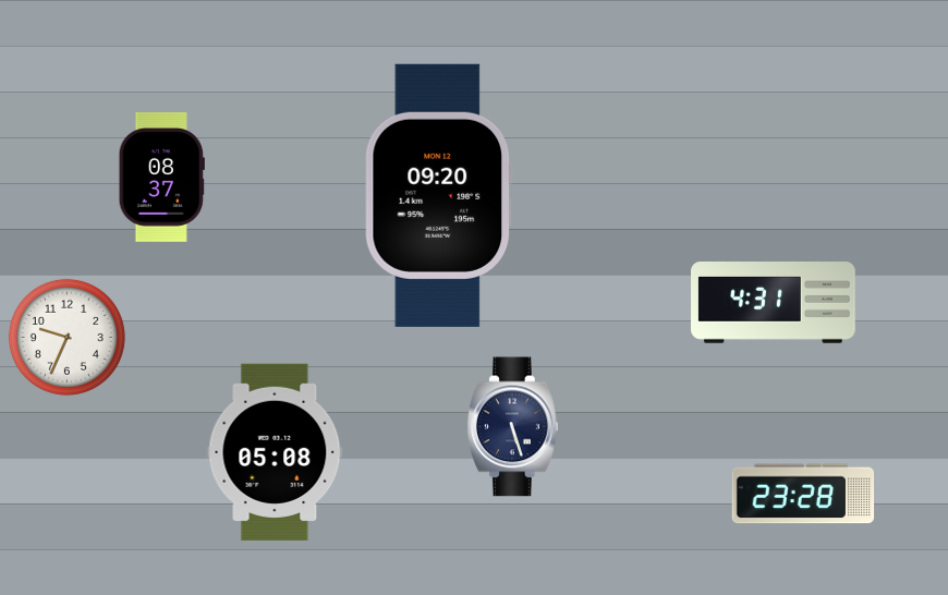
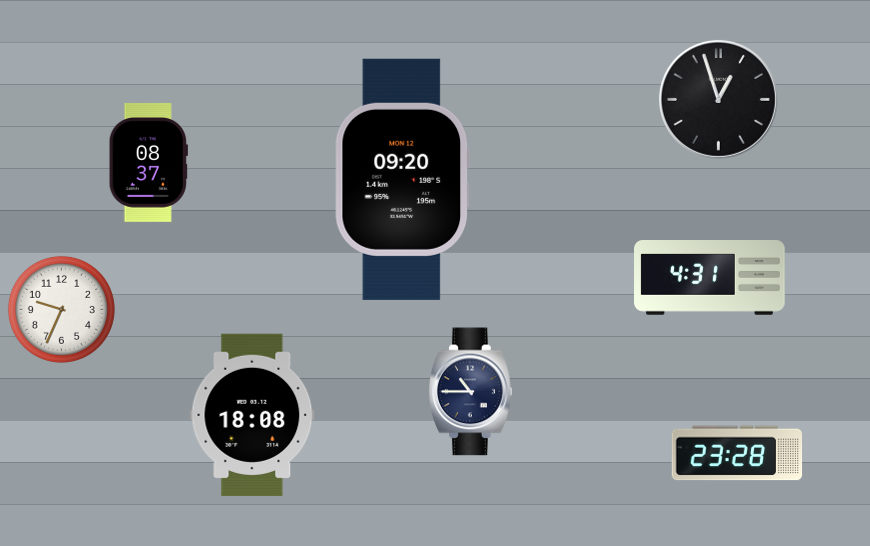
clock at (718, 99): none -> 12:57
clock at (513, 427): 5:27 -> 10:45
clock at (275, 452): 05:08 -> 18:08
